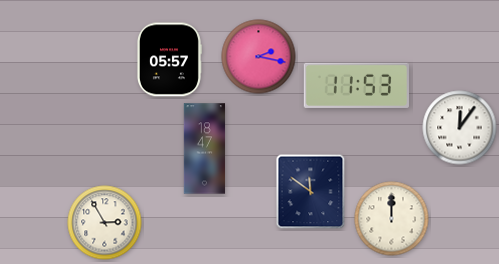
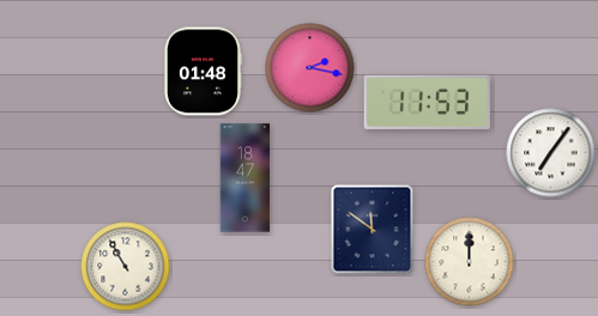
clock at (169, 60): 05:57 -> 01:48
clock at (460, 128): 12:06 -> 7:06
clock at (105, 223): 2:55 -> 10:55
